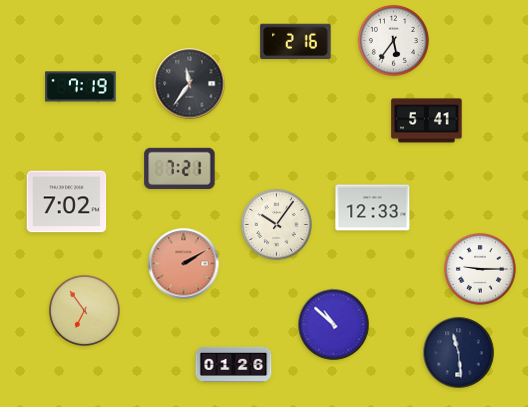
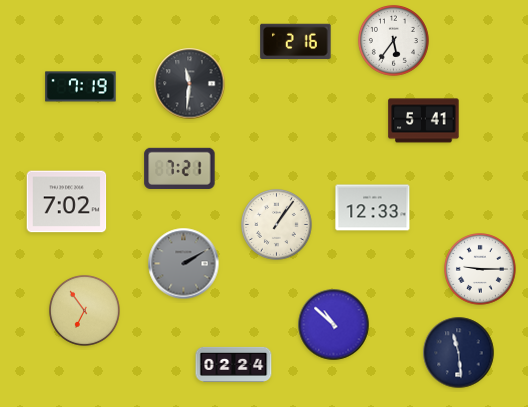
clock at (190, 84): 11:36 -> 11:31
clock at (427, 121) position: (427, 121) -> (424, 121)
clock at (276, 224): 10:06 -> 1:06
clock at (184, 264) dial: salmon -> grey
clock at (234, 364): 01:26 -> 02:24
